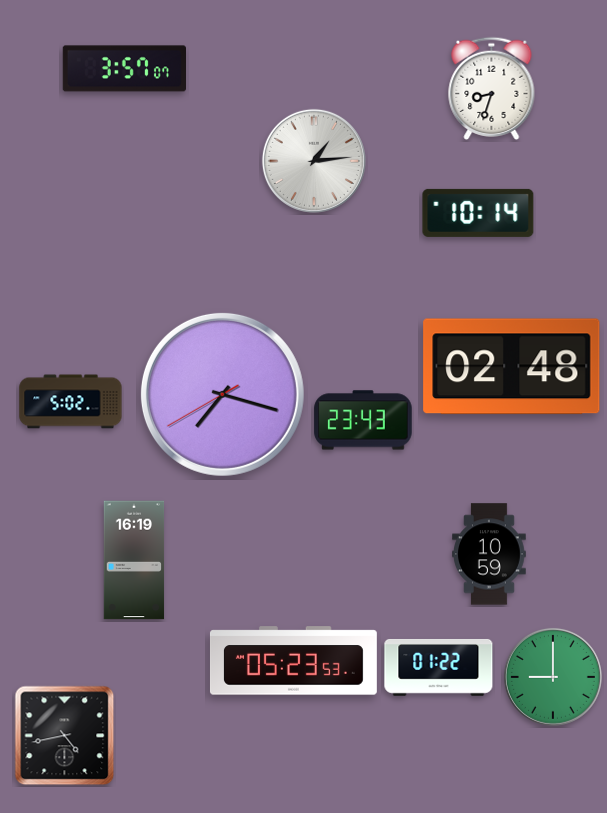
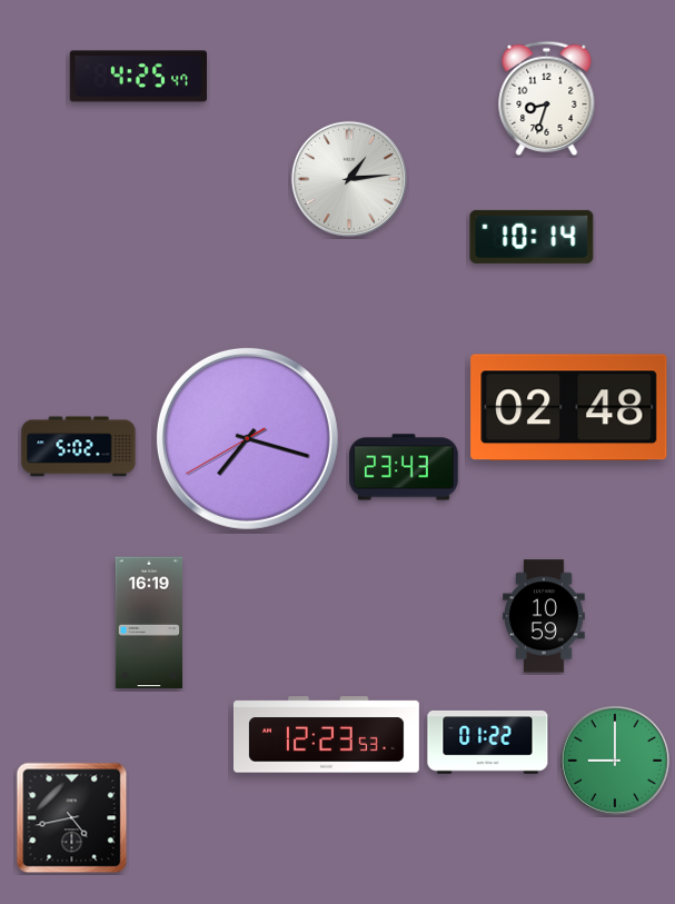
clock at (124, 69): 3:57 -> 4:25
clock at (293, 661): 05:23 -> 12:23
clock at (553, 677) position: (553, 677) -> (615, 761)
